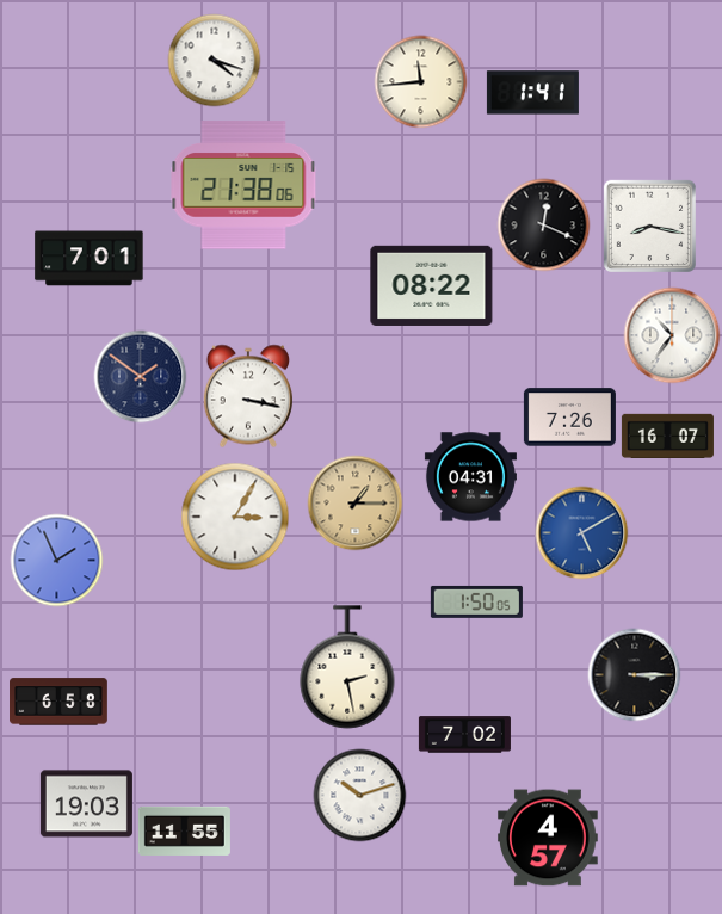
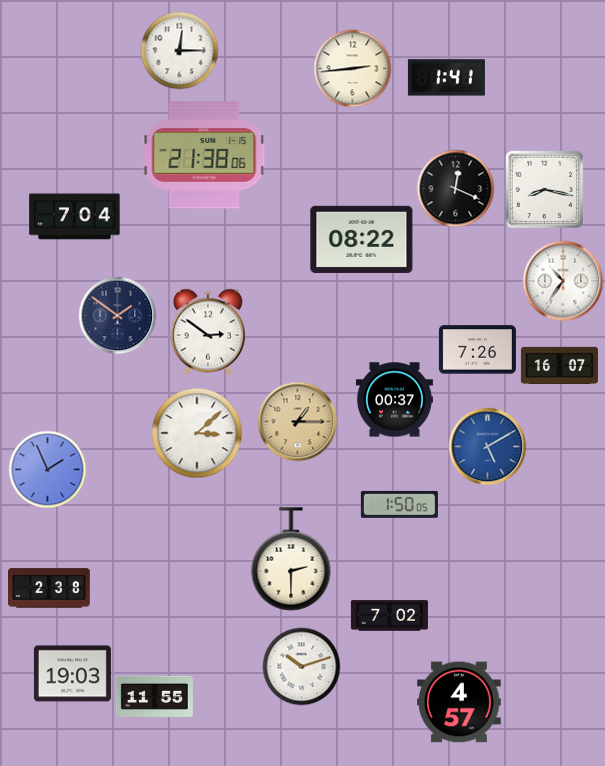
clock at (214, 60): 4:18 -> 12:15
clock at (420, 81): 11:44 -> 2:44
clock at (90, 259): 7:01 -> 7:04
clock at (248, 396): 3:17 -> 2:51
clock at (470, 477): 04:31 -> 00:37
clock at (235, 517): 3:05 -> 3:08
clock at (347, 667): 2:28 -> 2:30
clock at (634, 674): 3:15 -> none
clock at (60, 702): 6:58 -> 2:38
